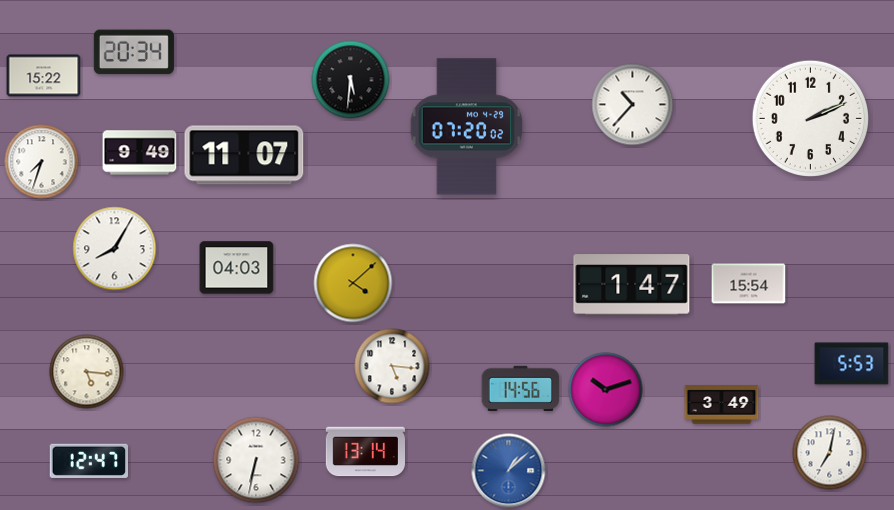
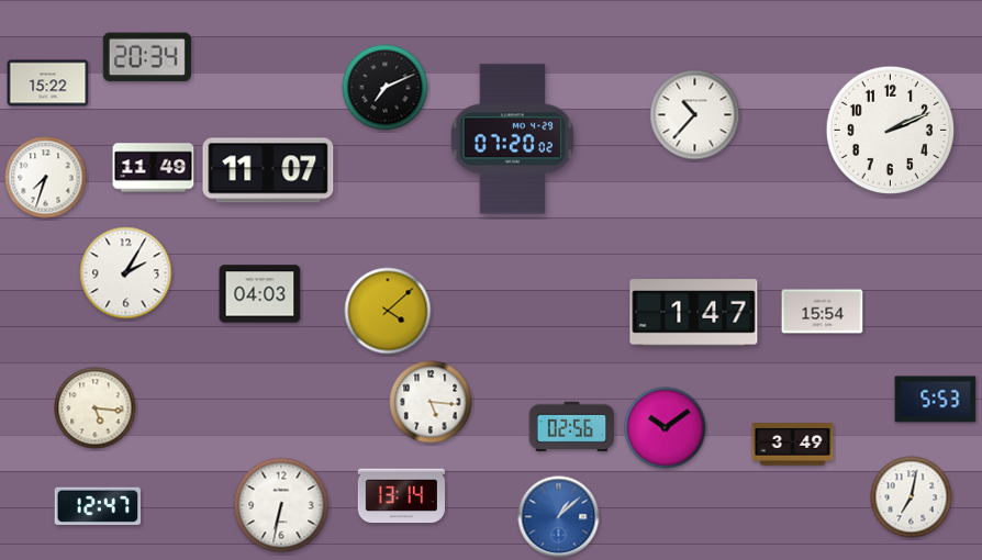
clock at (351, 80): 5:31 -> 7:11
clock at (140, 153): 9:49 -> 11:49
clock at (115, 249): 8:05 -> 2:05
clock at (521, 388): 14:56 -> 02:56
clock at (606, 390): 10:12 -> 10:09
